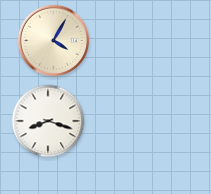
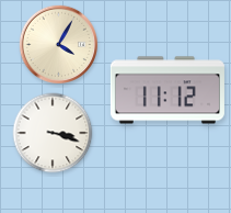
clock at (168, 90): none -> 11:12
clock at (48, 121): 8:18 -> 3:18
